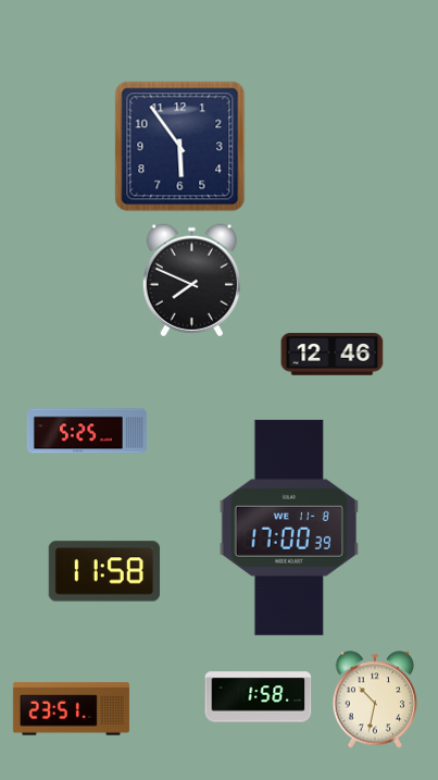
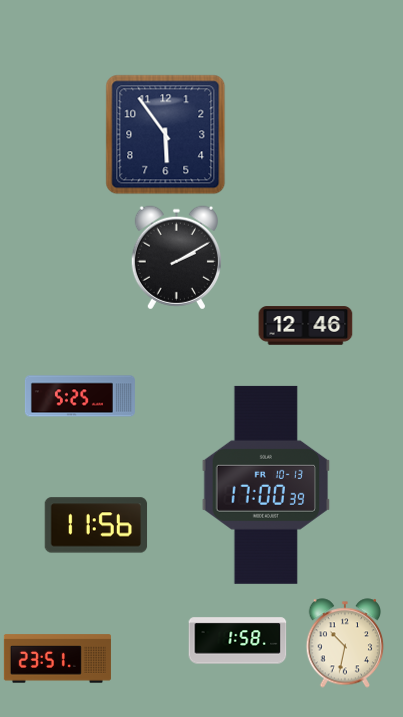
clock at (191, 281): 7:49 -> 2:10
clock at (289, 528) date: WE 11-8 -> FR 10-13
clock at (104, 571): 11:58 -> 11:56
clock at (71, 709) position: (71, 709) -> (57, 659)
